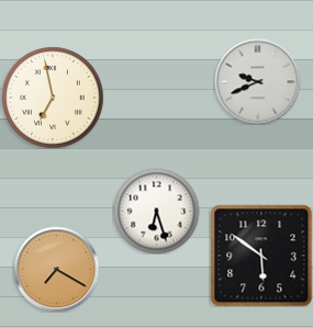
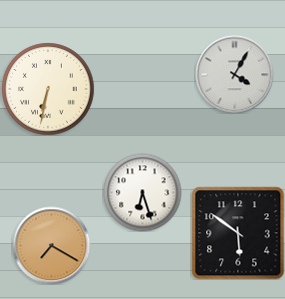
clock at (257, 81): 9:41 -> 4:05
clock at (53, 98): 6:58 -> 6:32
